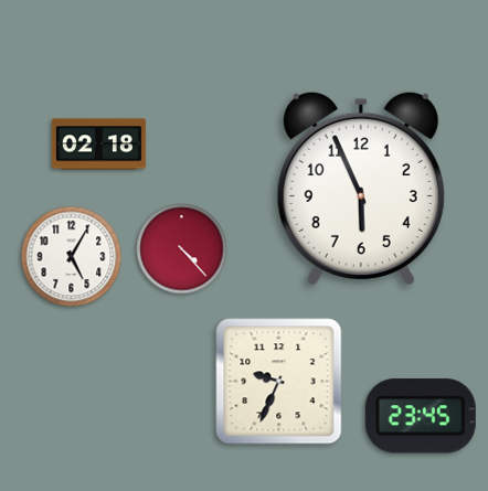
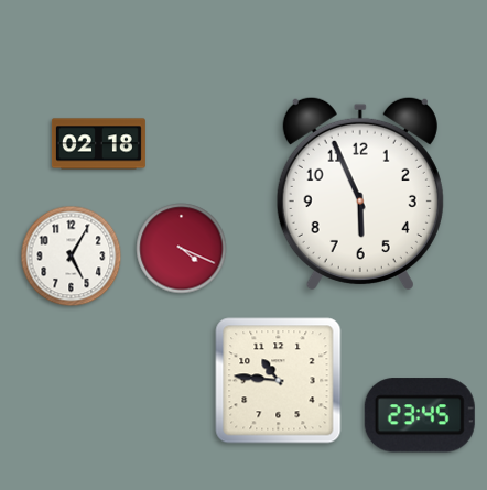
clock at (361, 188) position: (361, 188) -> (360, 193)
clock at (182, 249): 4:23 -> 4:19
clock at (279, 382): 9:34 -> 10:46
